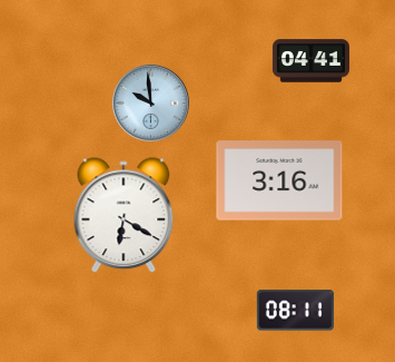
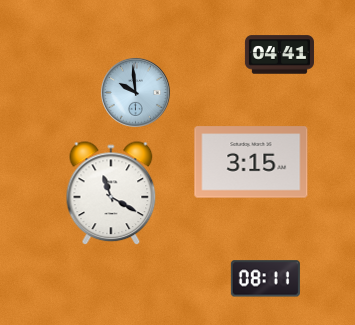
clock at (279, 180): 3:16 -> 3:15
clock at (124, 216): 6:20 -> 11:20
